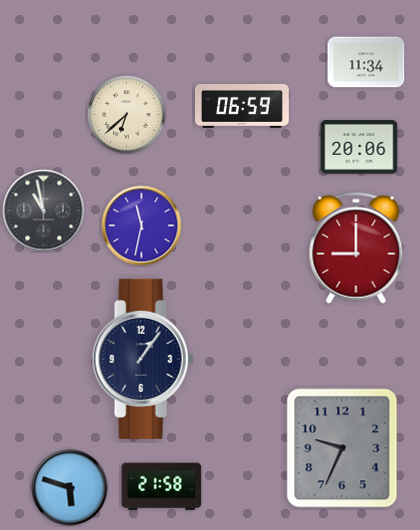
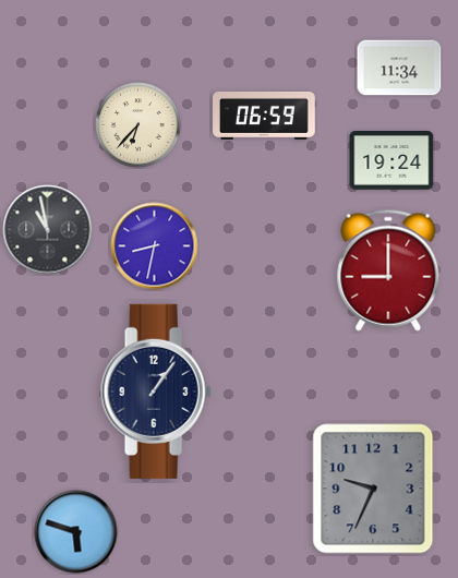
clock at (127, 115): 6:38 -> 6:37
clock at (359, 148): 20:06 -> 19:24
clock at (142, 226): 11:32 -> 8:32
clock at (162, 487): 21:58 -> none
